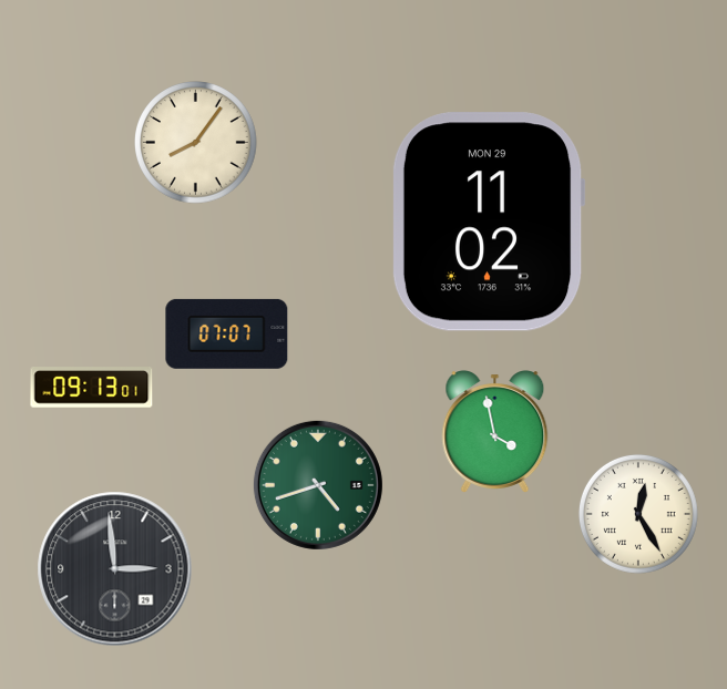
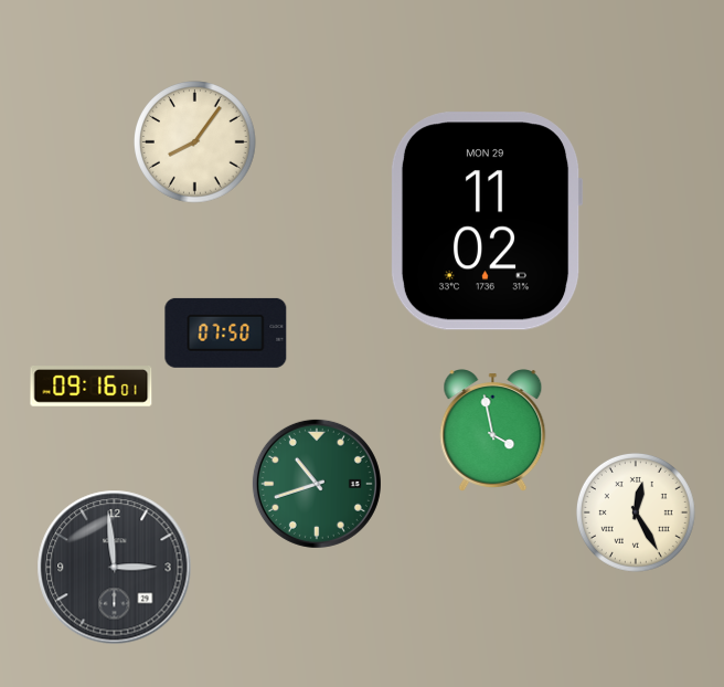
clock at (227, 333): 07:07 -> 07:50
clock at (92, 388): 09:13 -> 09:16
clock at (318, 485): 4:42 -> 10:42
